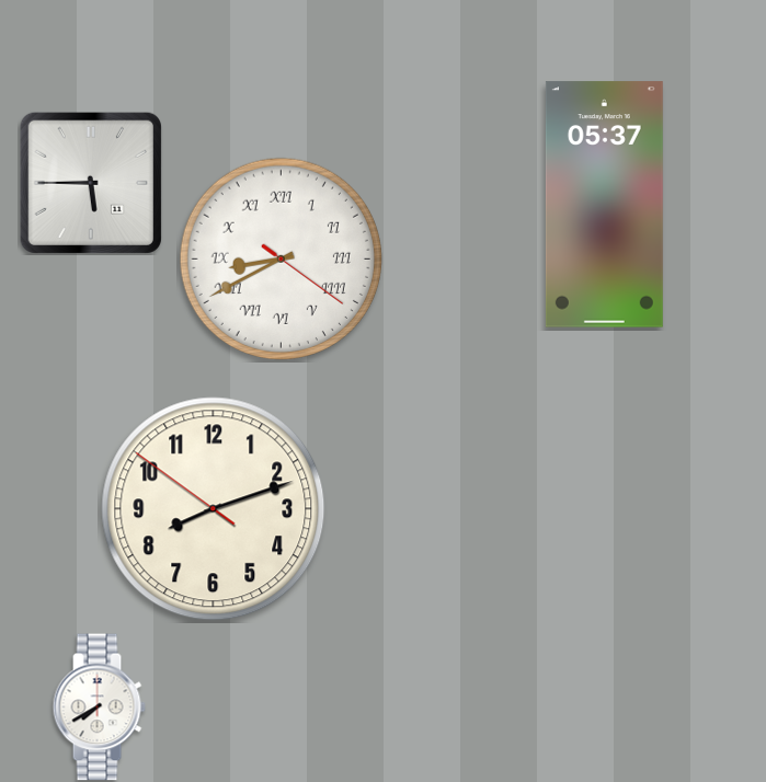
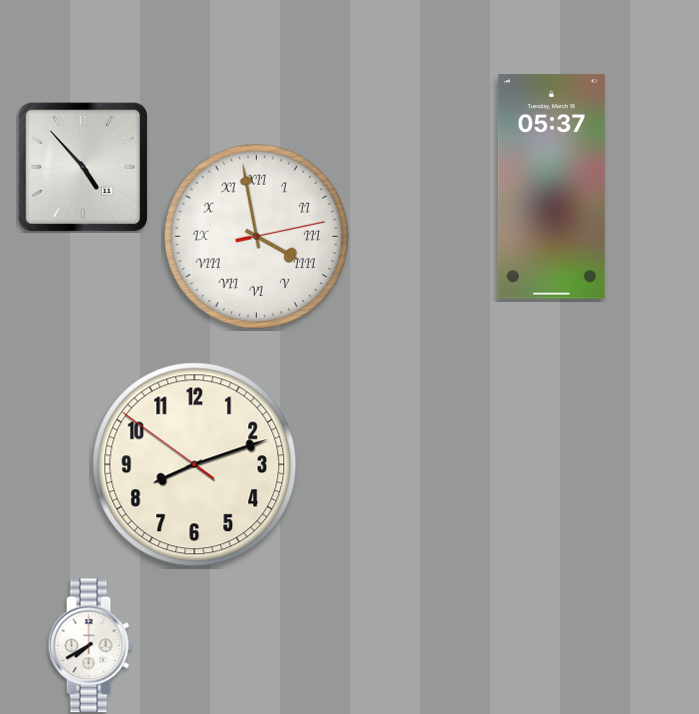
clock at (91, 183): 5:45 -> 4:53
clock at (281, 258): 8:40 -> 3:58
